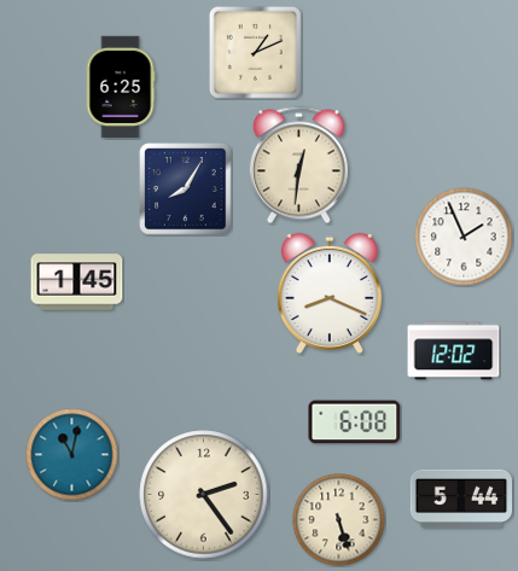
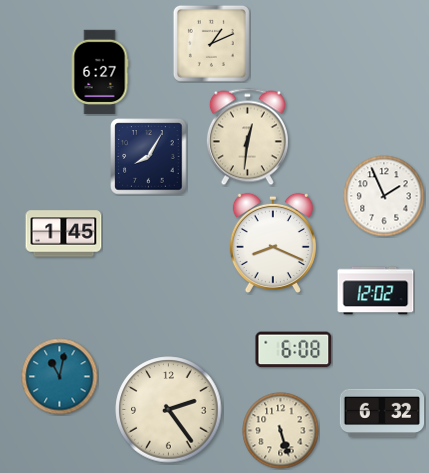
clock at (121, 87): 6:25 -> 6:27
clock at (186, 190) position: (186, 190) -> (149, 157)
clock at (461, 499): 5:44 -> 6:32
